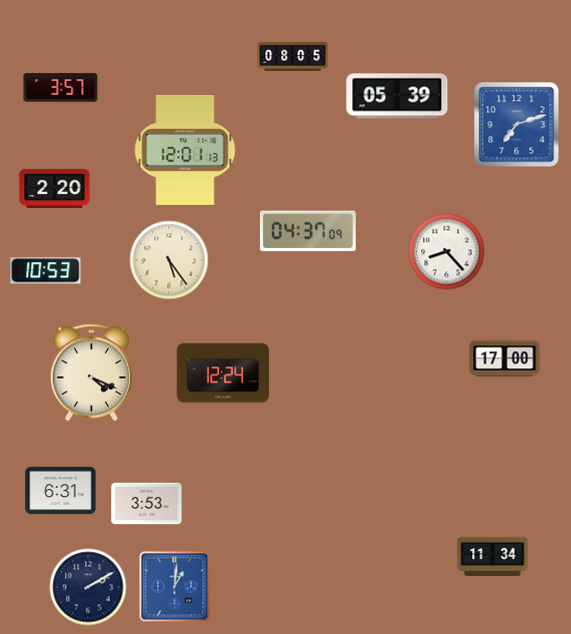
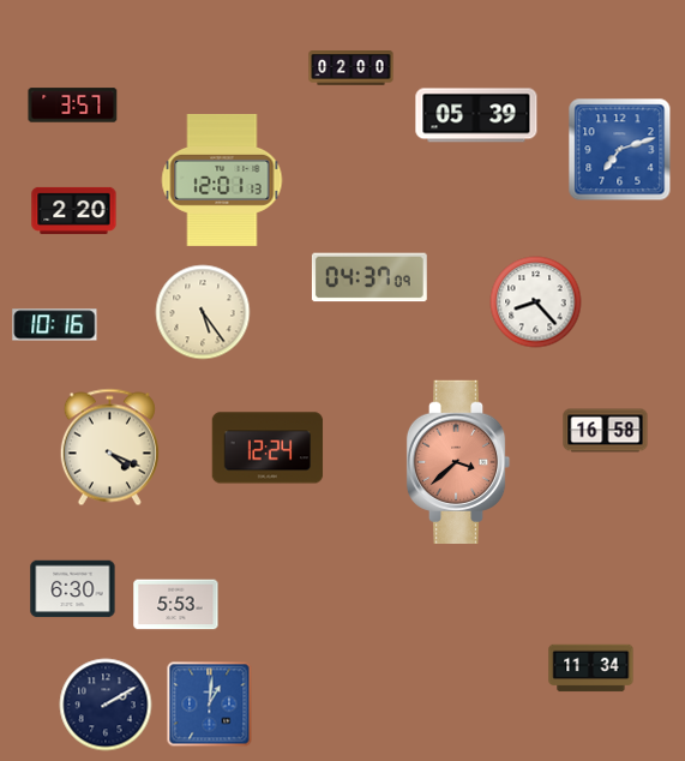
clock at (293, 57): 08:05 -> 02:00
clock at (55, 188) position: (55, 188) -> (74, 210)
clock at (46, 271): 10:53 -> 10:16
clock at (505, 359): 17:00 -> 16:58
clock at (458, 461): none -> 3:38
clock at (61, 491): 6:31 -> 6:30
clock at (147, 504): 3:53 -> 5:53
